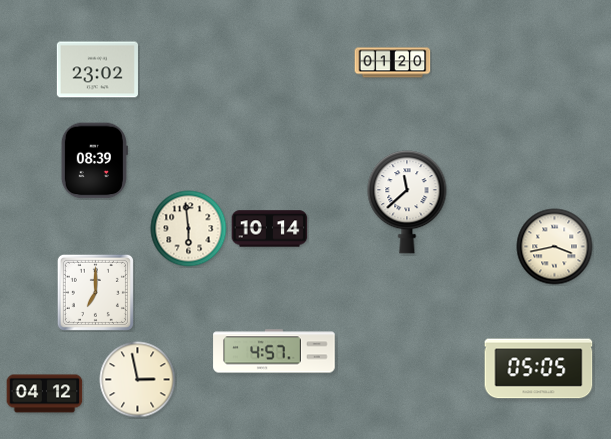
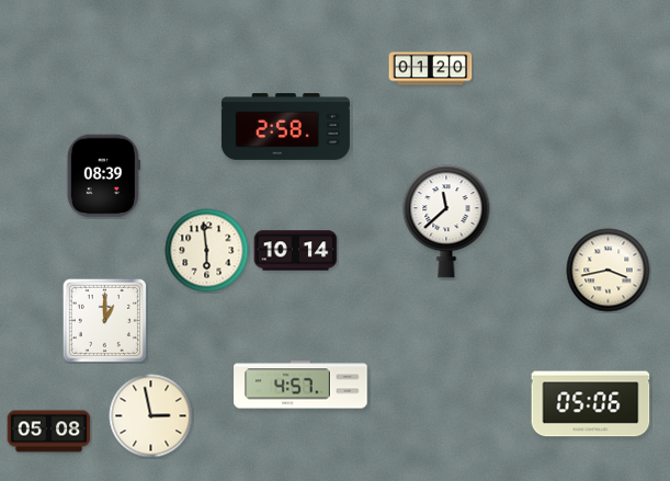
clock at (97, 70): 23:02 -> none
clock at (285, 127): none -> 2:58
clock at (95, 292): 7:00 -> 1:00
clock at (539, 369): 05:05 -> 05:06
clock at (45, 394): 04:12 -> 05:08
